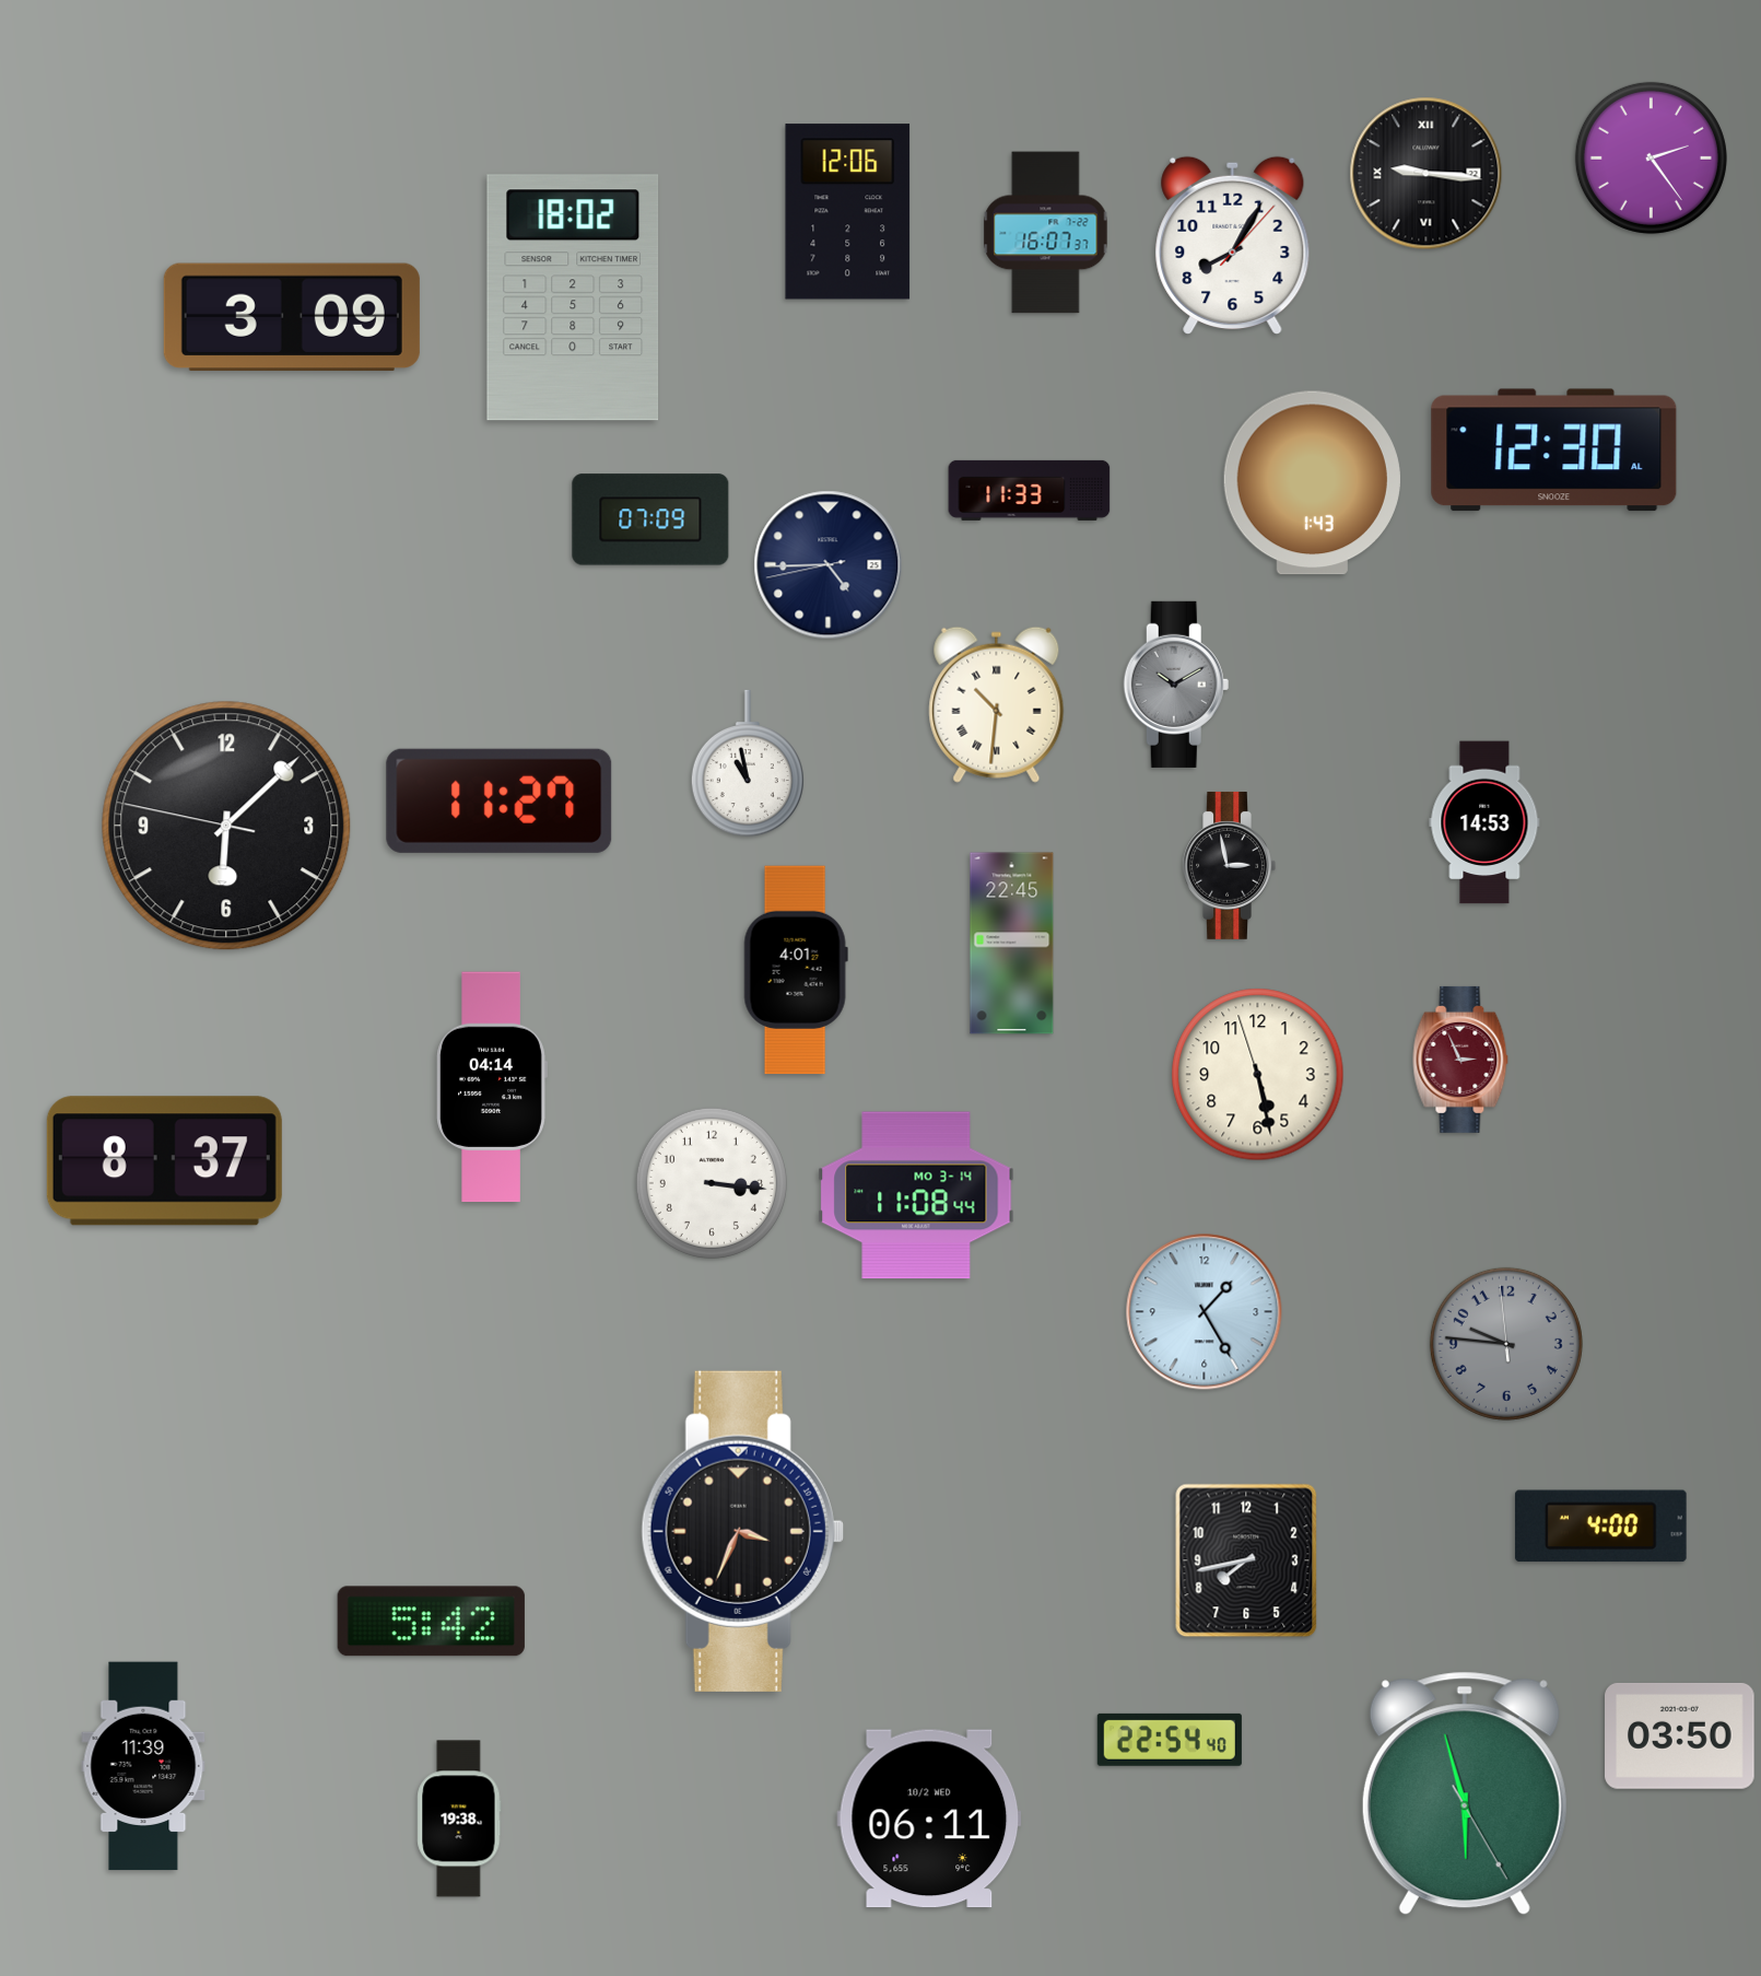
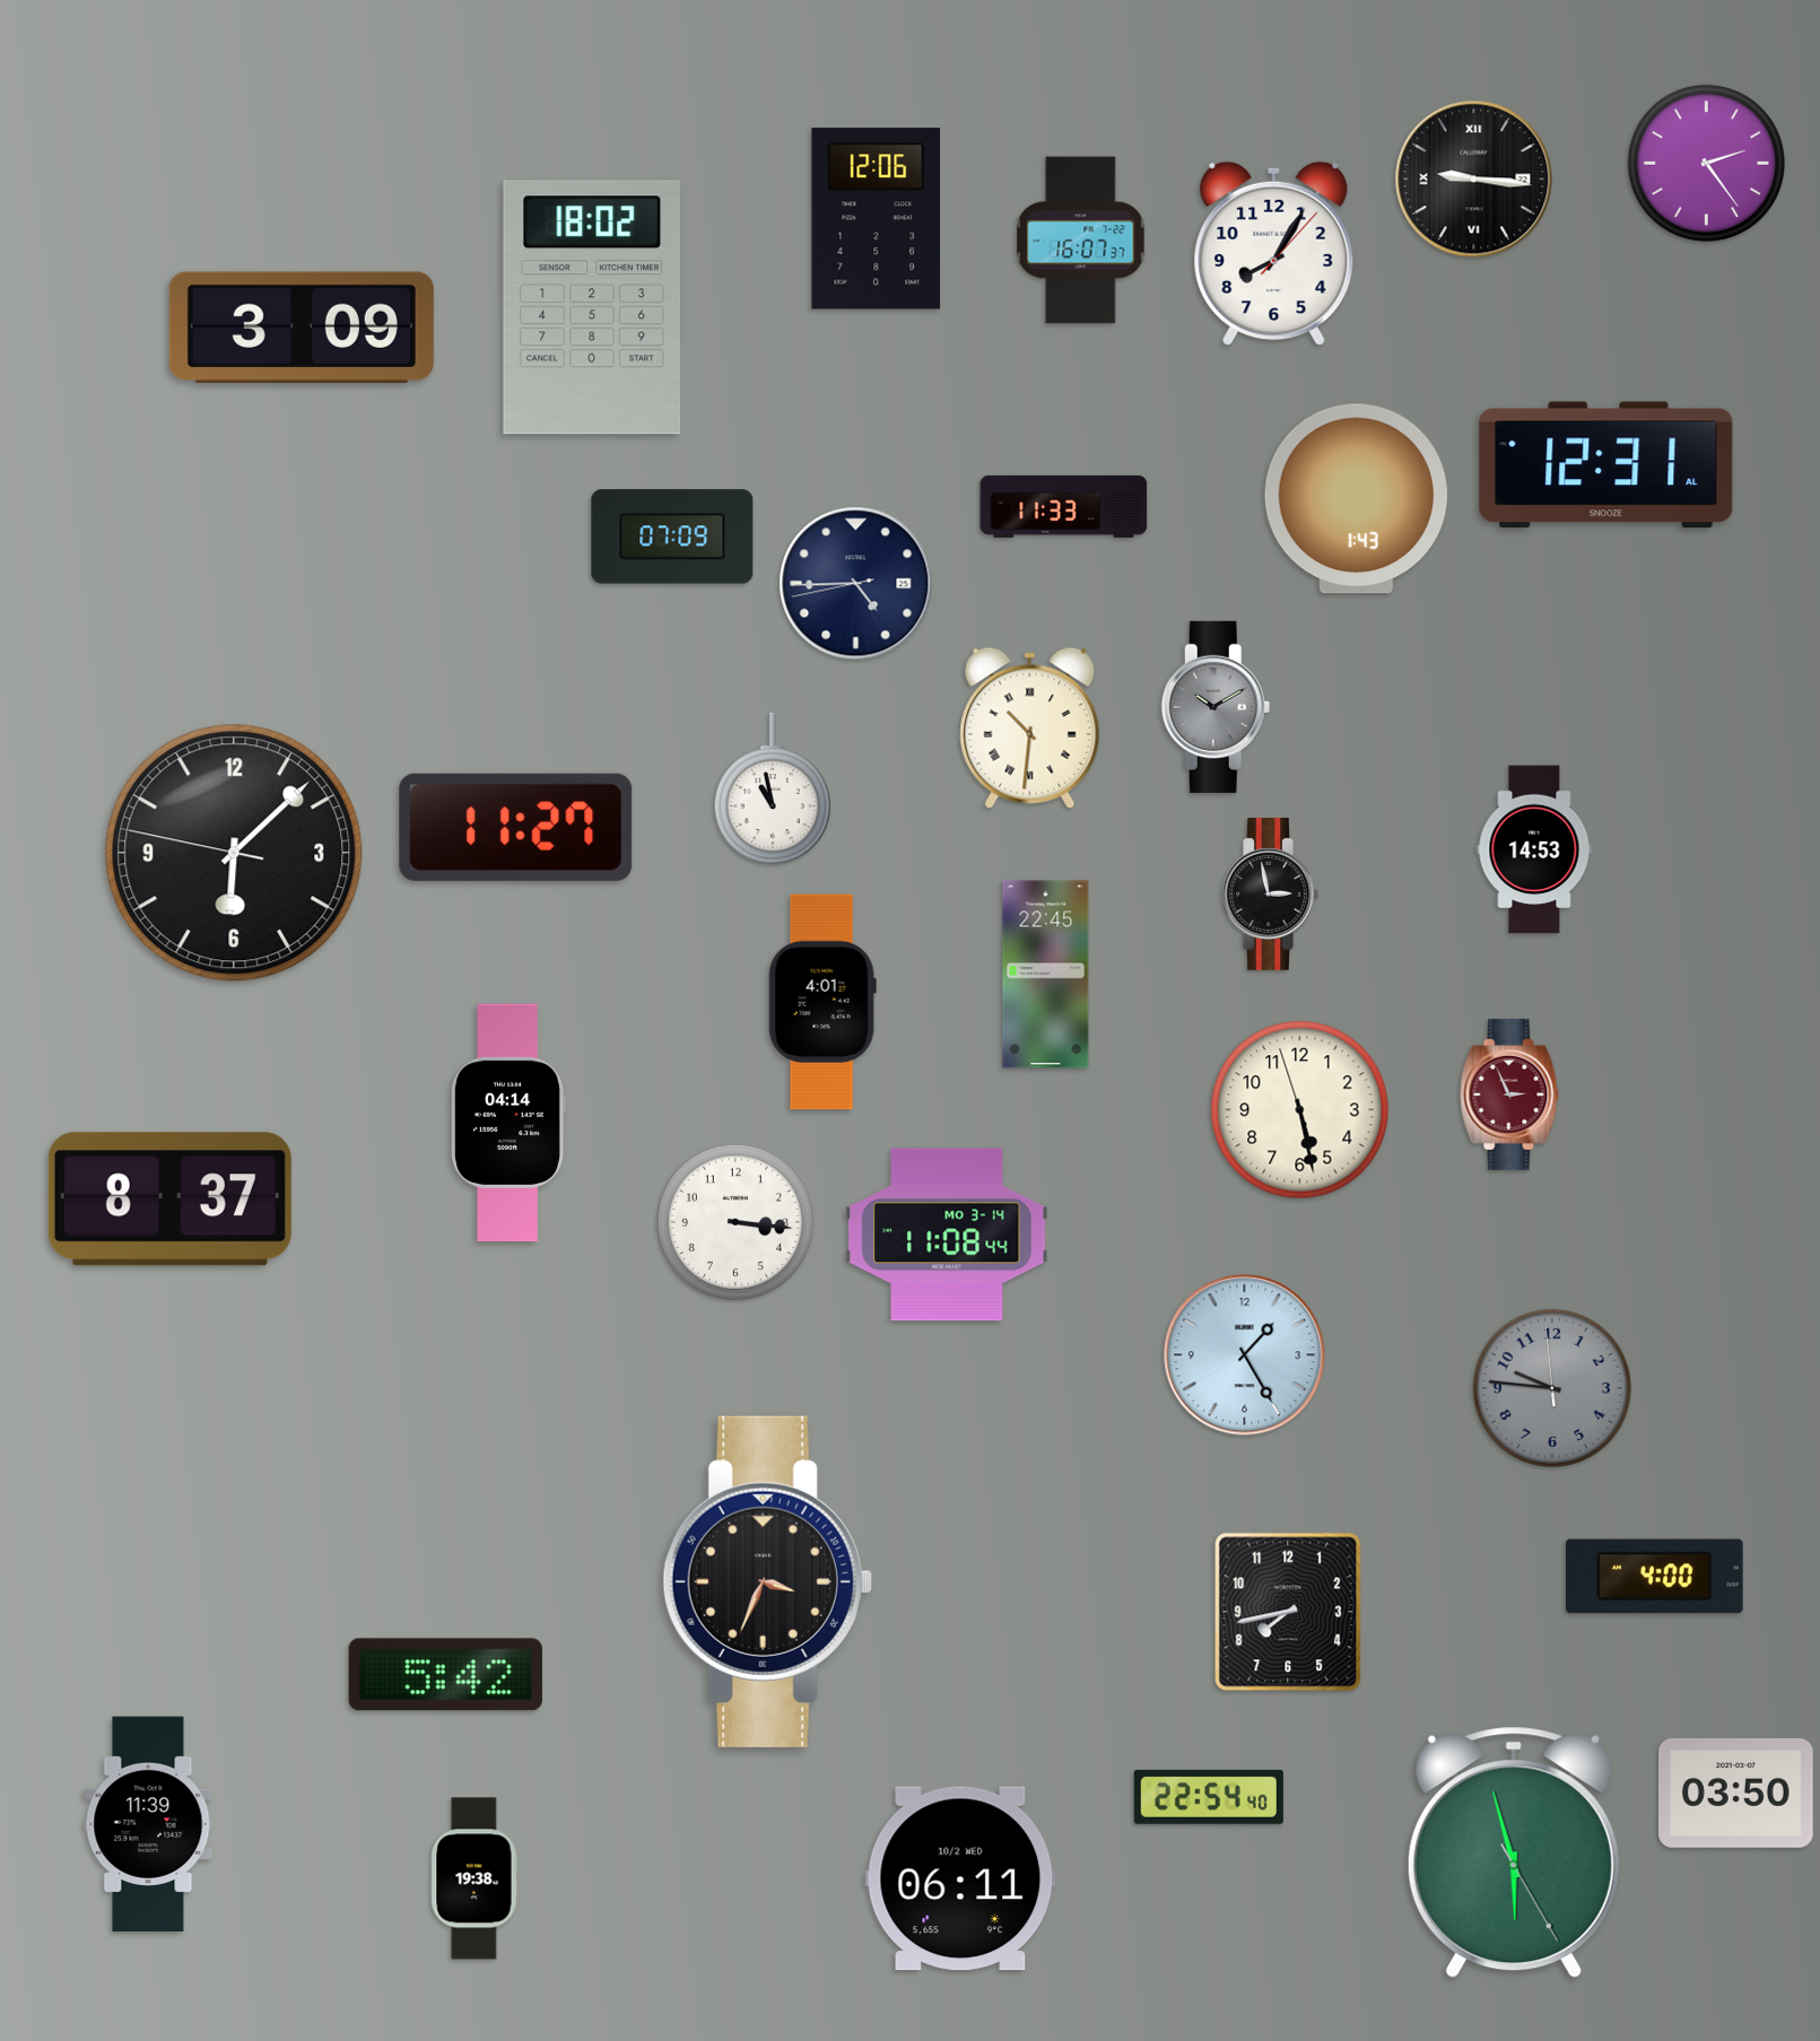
clock at (1554, 451): 12:30 -> 12:31
clock at (1506, 1344) position: (1506, 1344) -> (1552, 1388)
